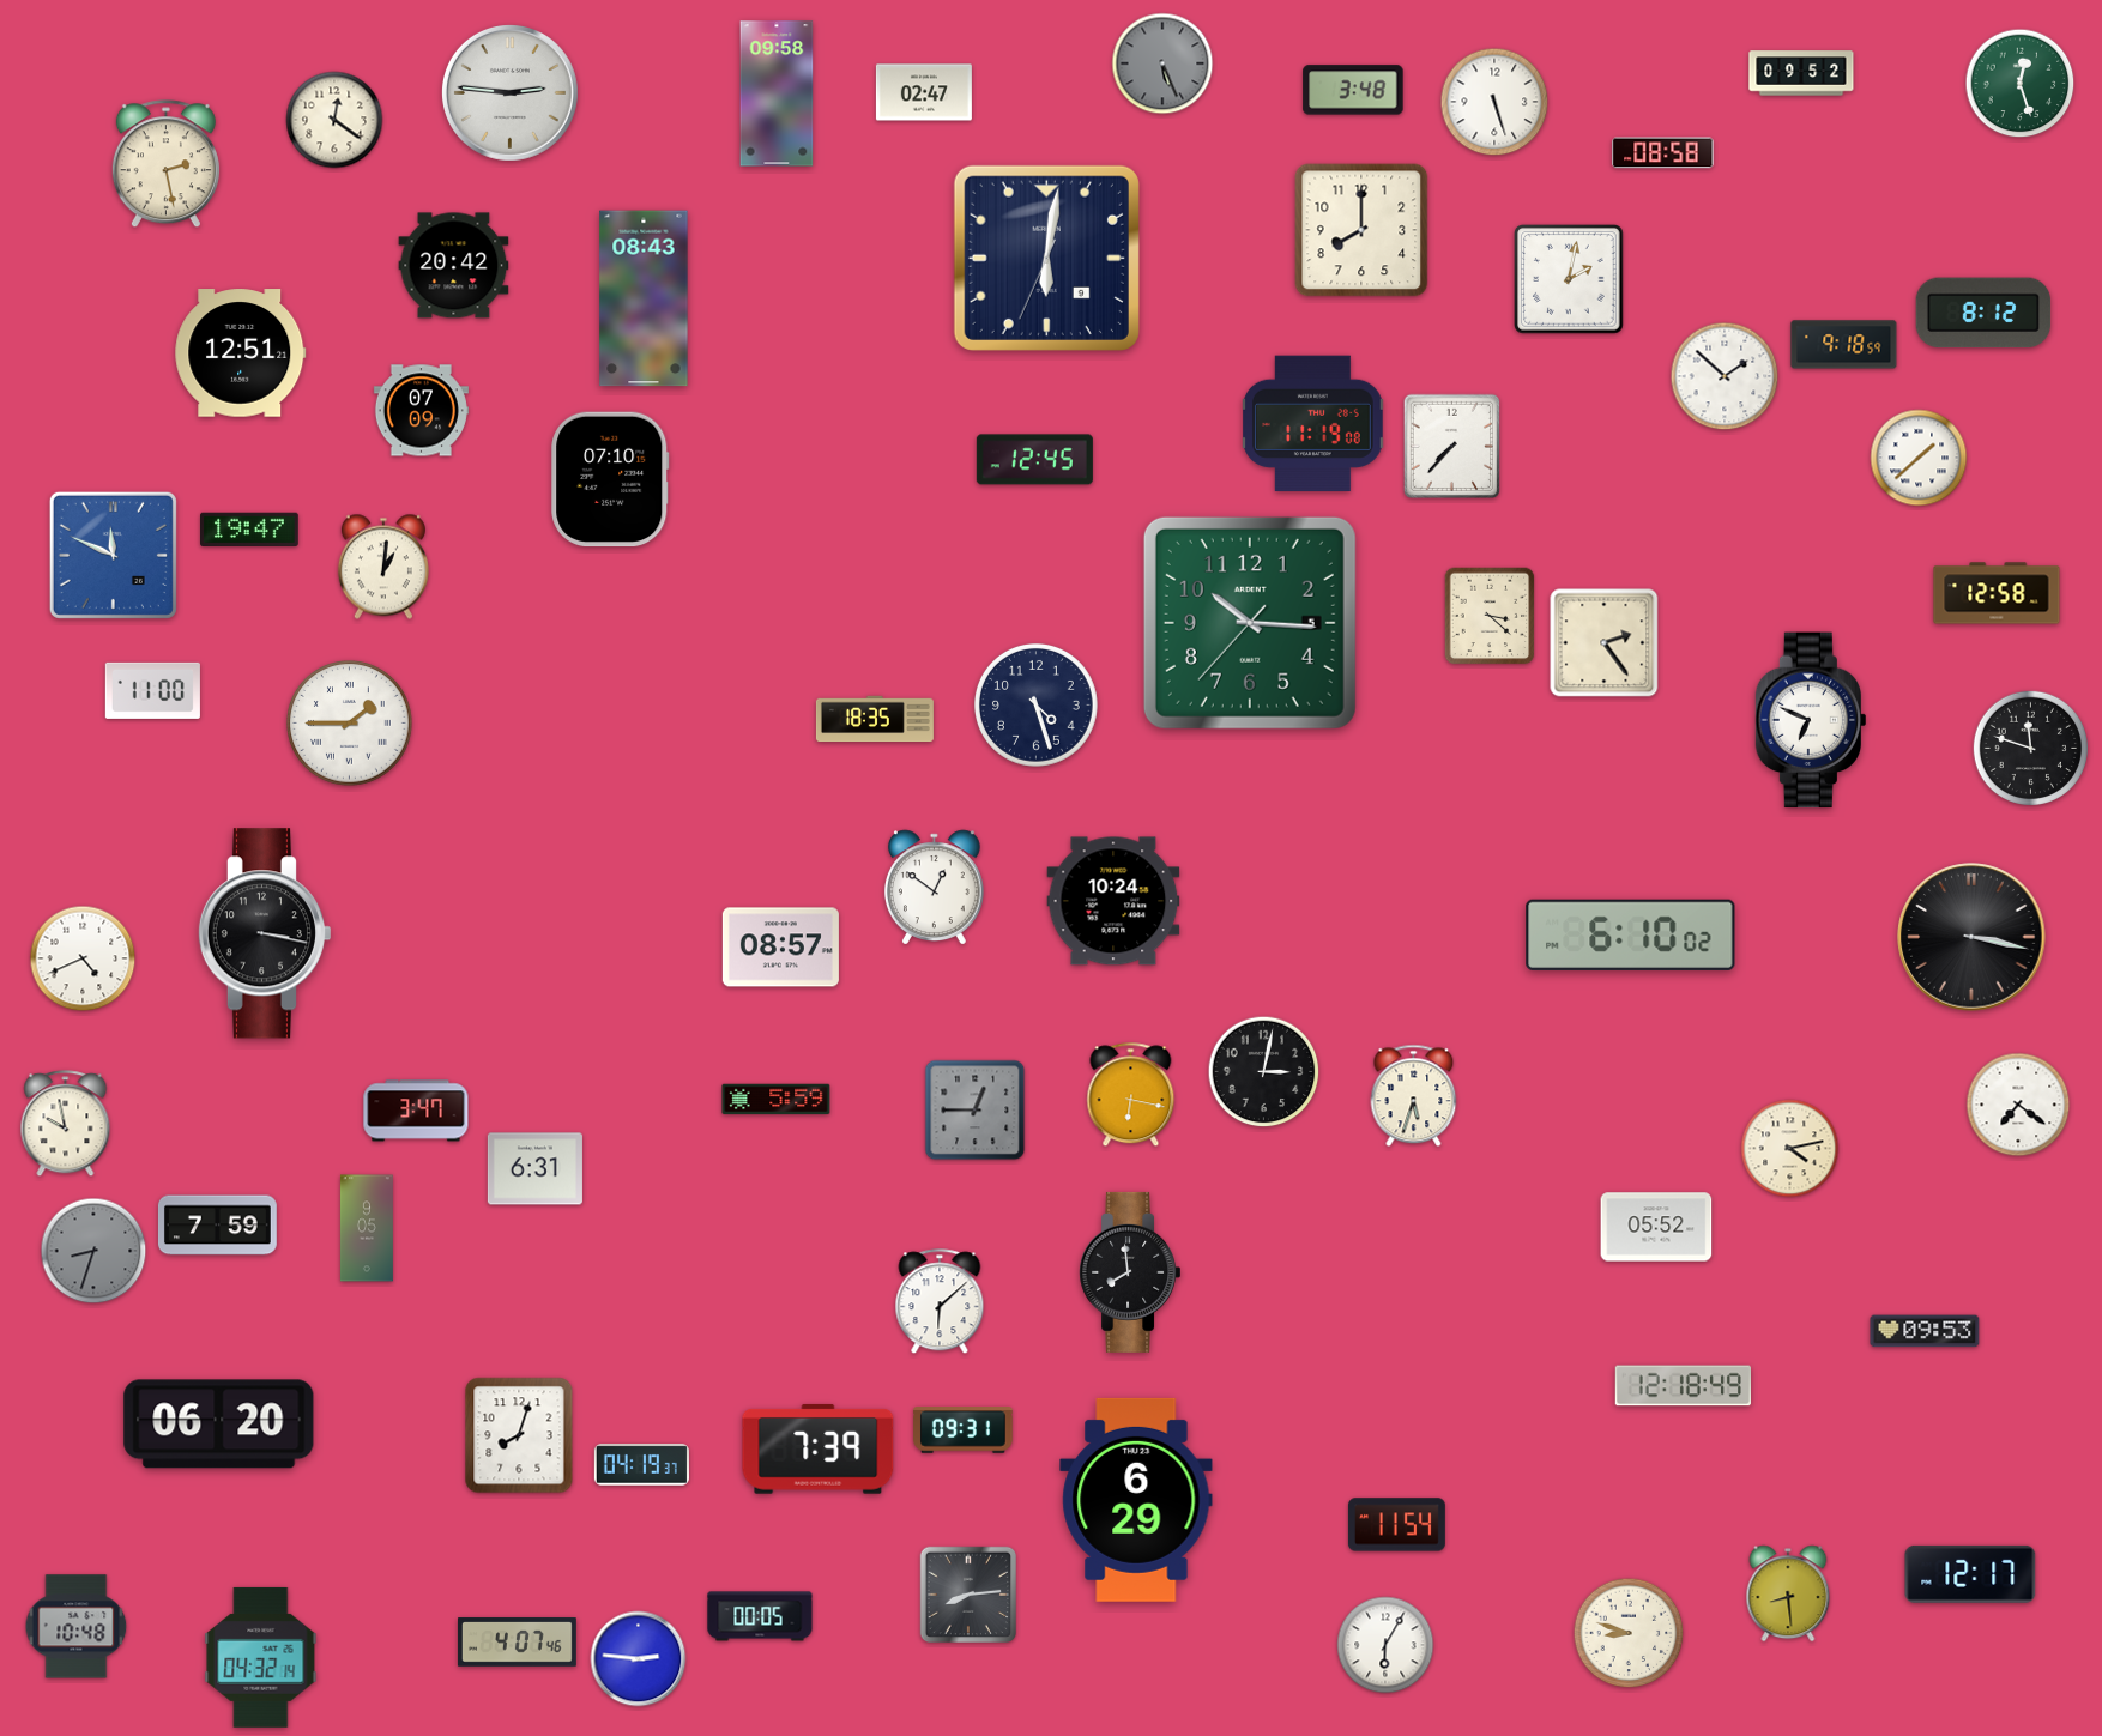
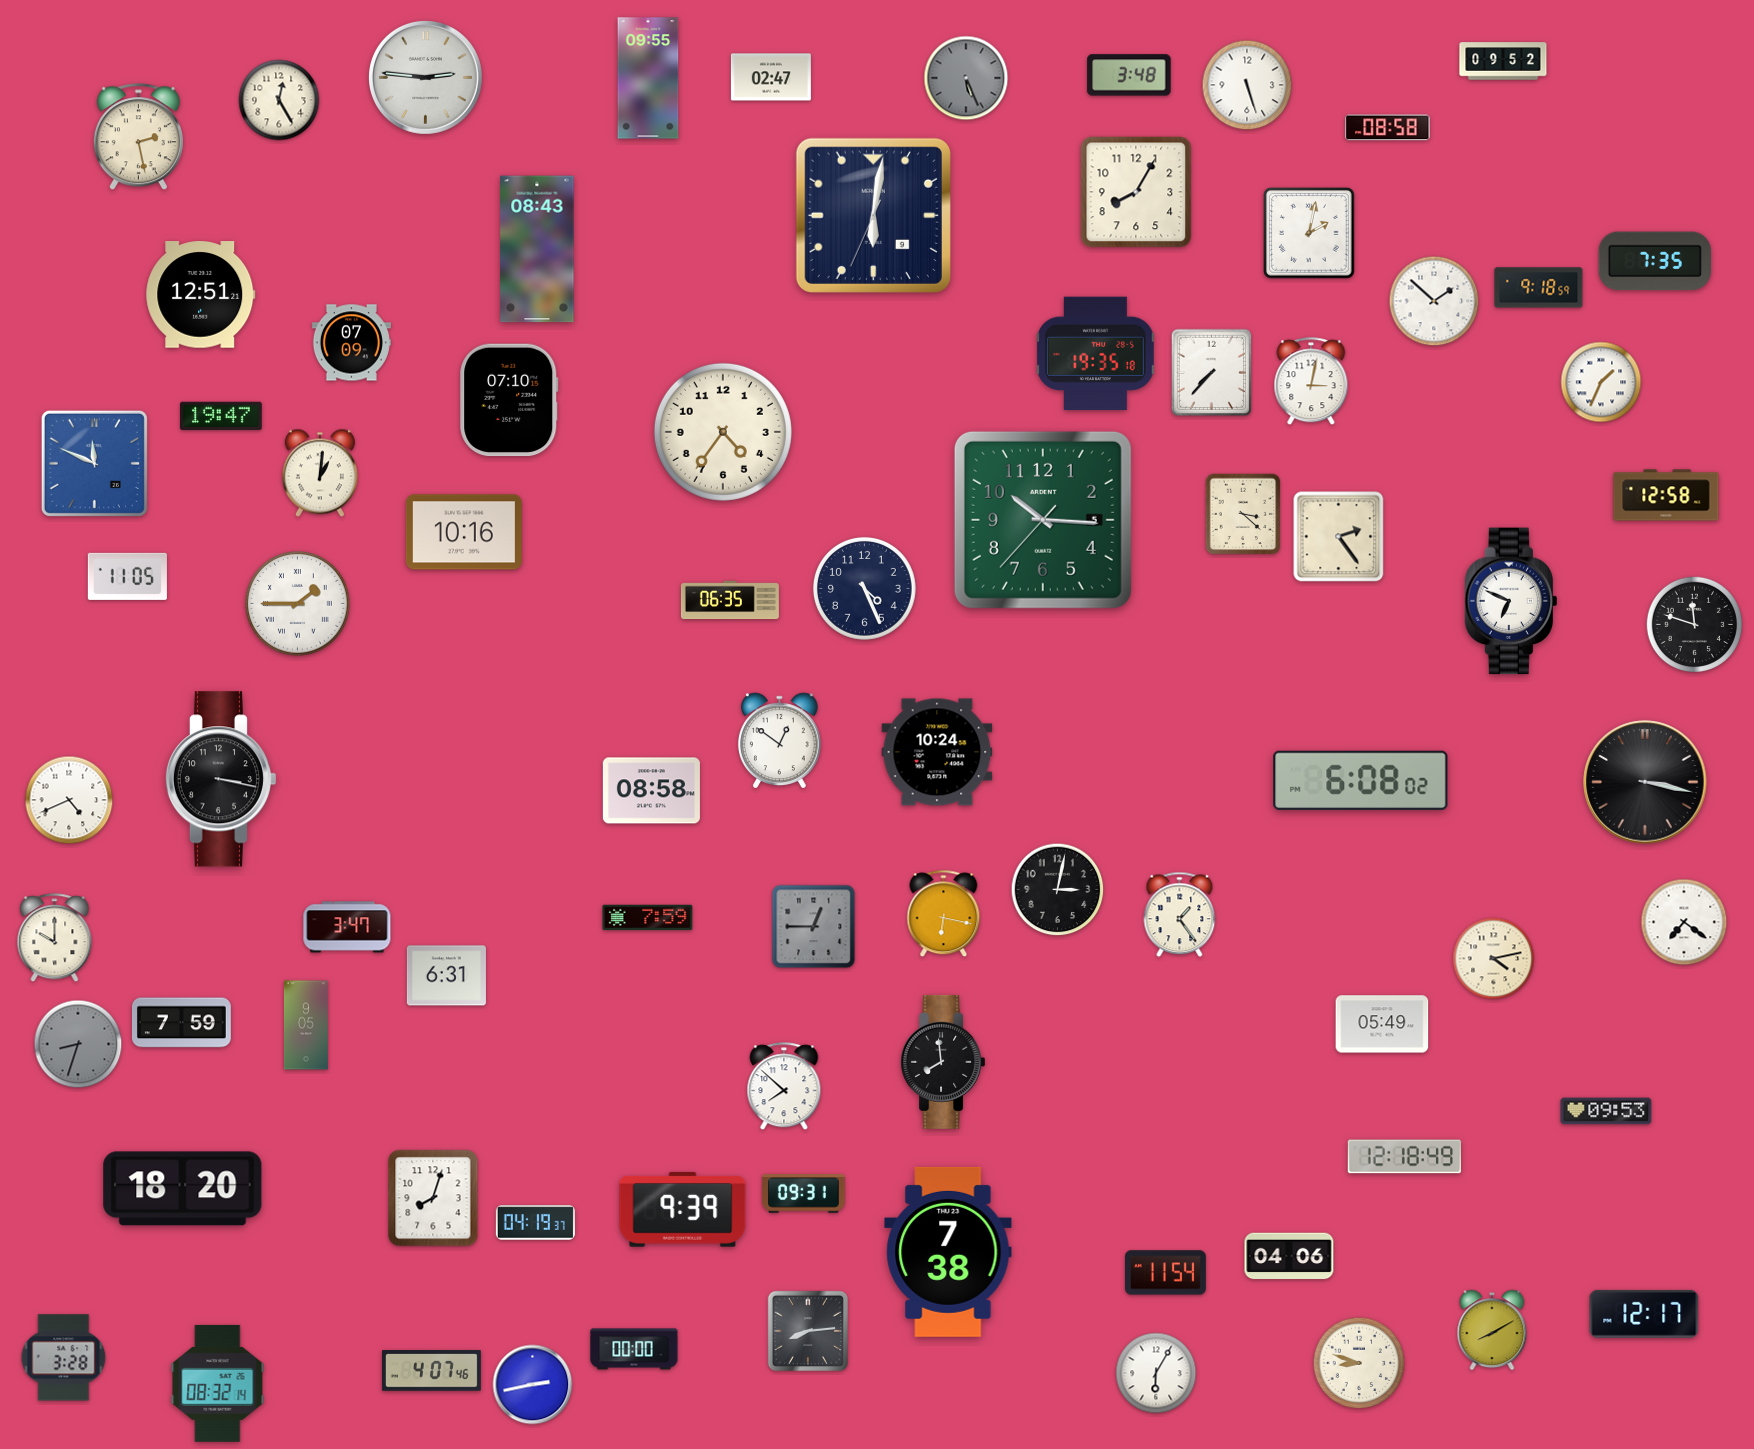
clock at (1162, 63) position: (1162, 63) -> (966, 78)
clock at (2021, 84): 12:27 -> none
clock at (777, 93): 09:58 -> 09:55
clock at (334, 120): 12:21 -> 12:25
clock at (1361, 230): 8:00 -> 8:05
clock at (454, 266): 20:42 -> none
clock at (1983, 313): 8:12 -> 7:35
clock at (1725, 376) position: (1725, 376) -> (1434, 301)
clock at (1313, 424): 11:19 -> 19:35
clock at (1311, 382): none -> 3:02
clock at (1919, 458): 1:38 -> 1:34
clock at (1034, 460): 12:45 -> none
clock at (723, 432): none -> 4:36
clock at (250, 528) position: (250, 528) -> (222, 415)
clock at (464, 532): none -> 10:16
clock at (152, 690): 11:00 -> 11:05
clock at (1035, 704): 4:27 -> 4:26
clock at (875, 719): 18:35 -> 06:35
clock at (350, 724) position: (350, 724) -> (298, 604)
clock at (1113, 901) position: (1113, 901) -> (937, 752)
clock at (1631, 934): 6:10 -> 6:08
clock at (780, 948): 08:57 -> 08:58
clock at (1264, 1072) position: (1264, 1072) -> (1058, 890)
clock at (1414, 1096): 5:33 -> 1:24
clock at (777, 1100): 5:59 -> 7:59
clock at (66, 1124): 9:58 -> 10:00
clock at (1656, 1227): 05:52 -> 05:49
clock at (940, 1302): 6:08 -> 7:52
clock at (219, 1425): 06:20 -> 18:20
clock at (819, 1450): 7:39 -> 9:39
clock at (1136, 1500): 6:29 -> 7:38
clock at (1289, 1256): none -> 04:06
clock at (1788, 1593): 8:29 -> 8:10
clock at (760, 1616): 00:05 -> 00:00
clock at (77, 1627): 10:48 -> 3:28
clock at (261, 1657): 04:32 -> 08:32
clock at (639, 1659): 2:46 -> 2:43
